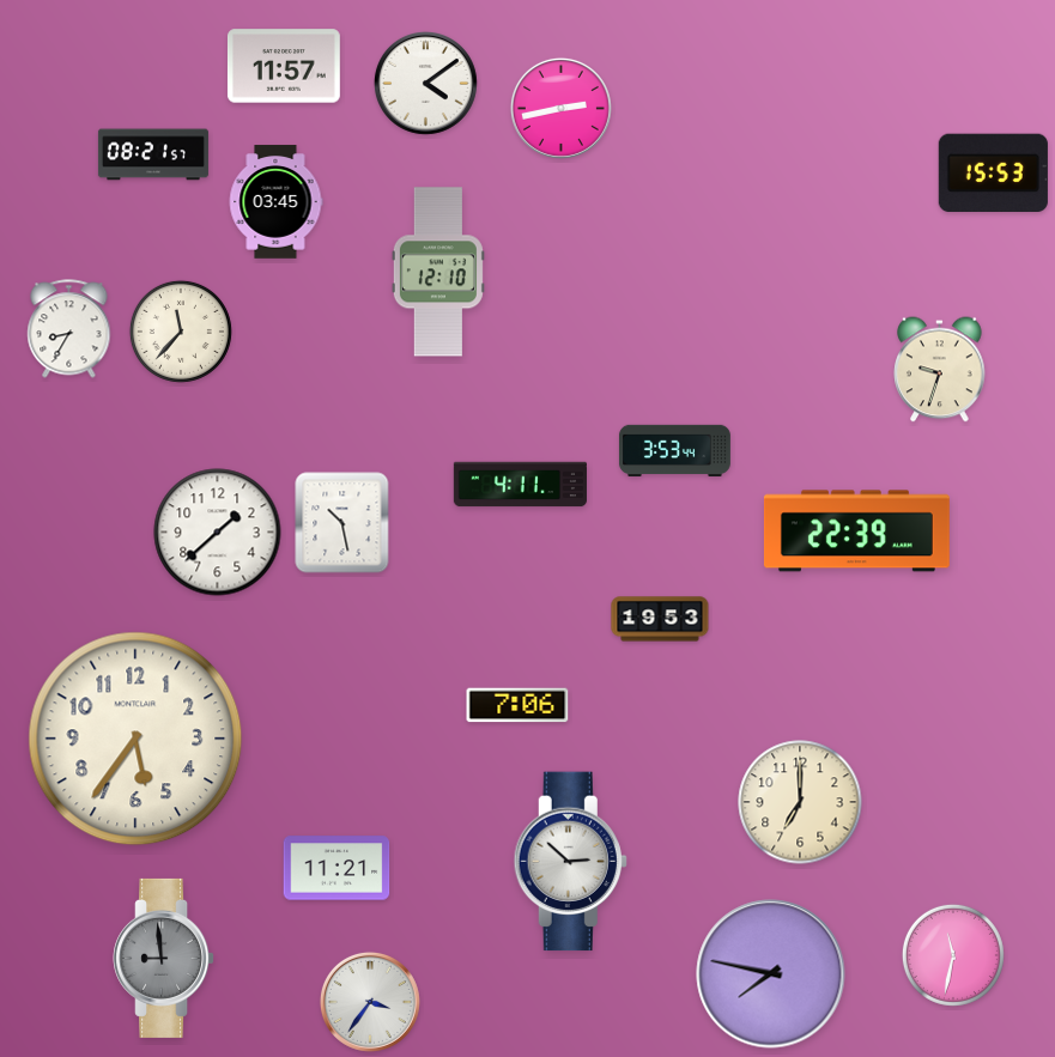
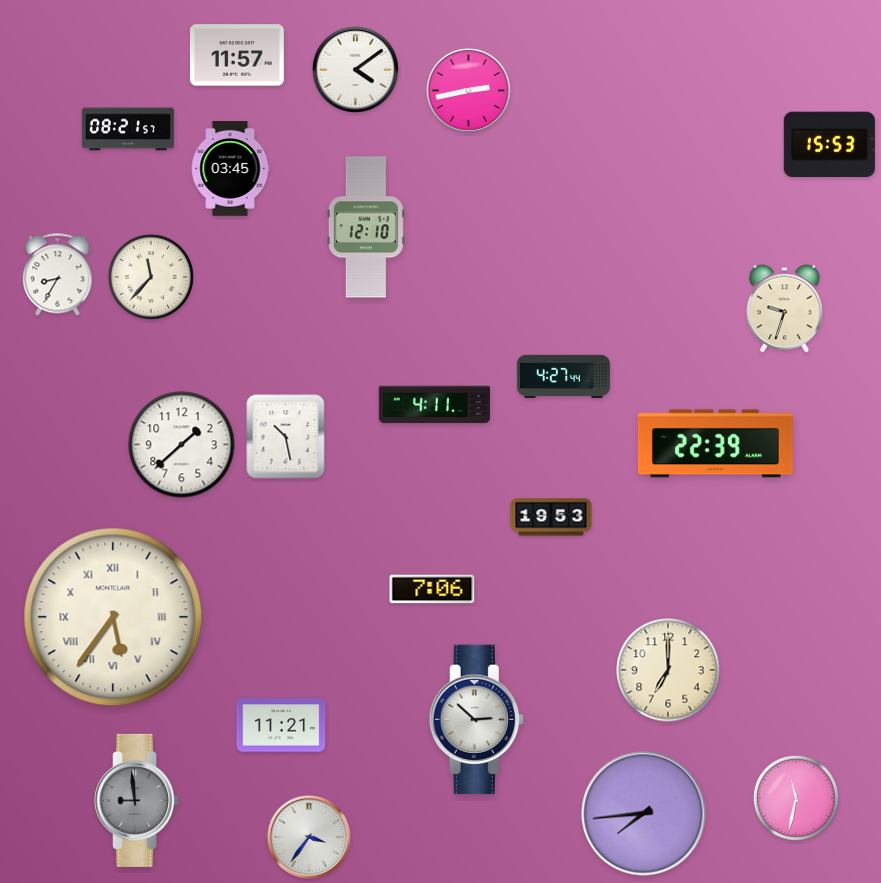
clock at (674, 450): 3:53 -> 4:27
clock at (135, 739) numerals: Arabic -> Roman
clock at (771, 974): 7:47 -> 7:44
